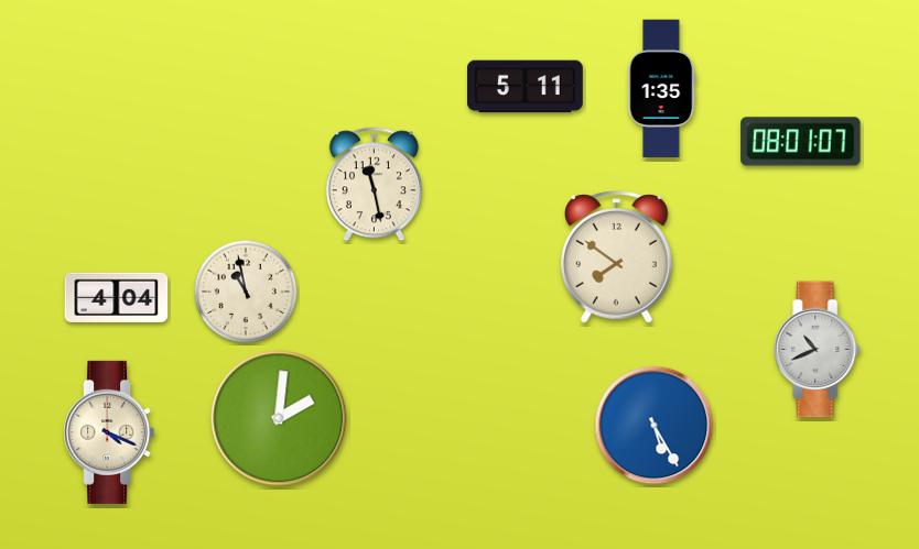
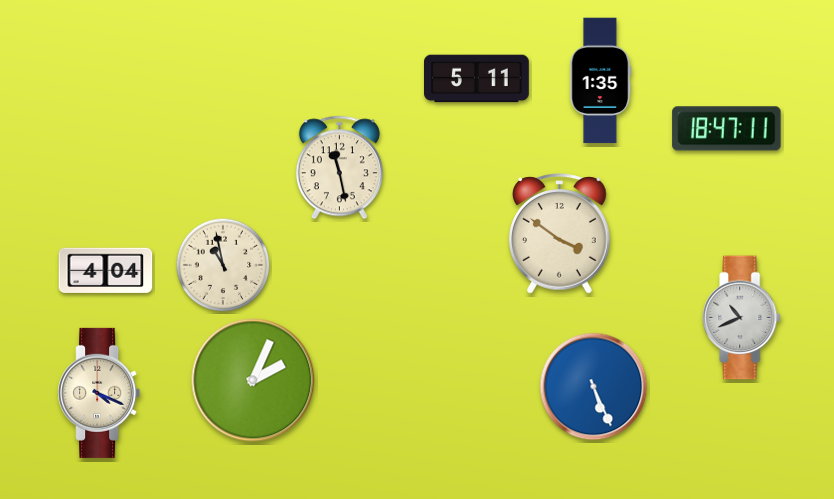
clock at (801, 142): 08:01 -> 18:47
clock at (617, 257): 7:51 -> 3:51
clock at (279, 418): 2:01 -> 2:04
clock at (655, 426): 5:25 -> 5:26
